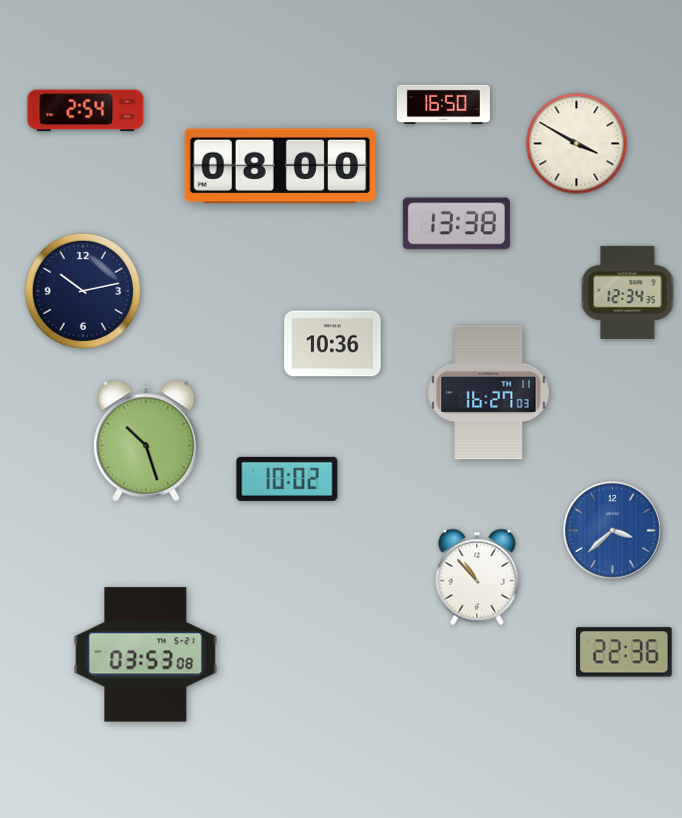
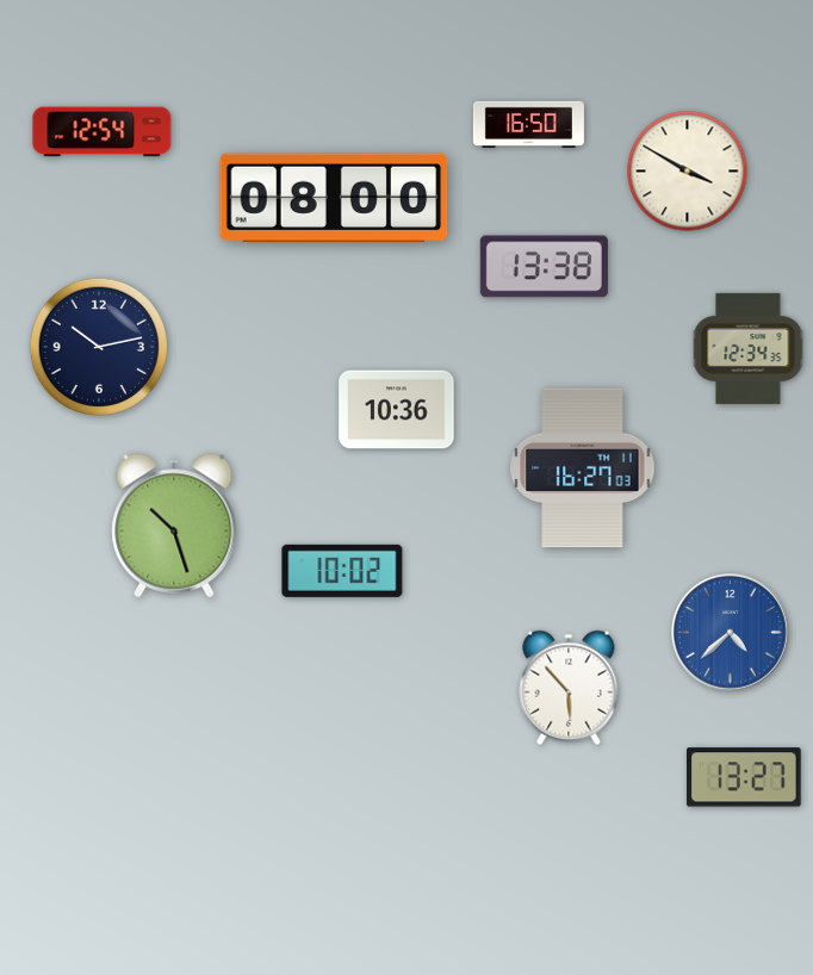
clock at (86, 111): 2:54 -> 12:54
clock at (613, 531): 3:38 -> 4:38
clock at (477, 577): 10:53 -> 5:53
clock at (625, 652): 22:36 -> 13:27
clock at (146, 655): 03:53 -> none
